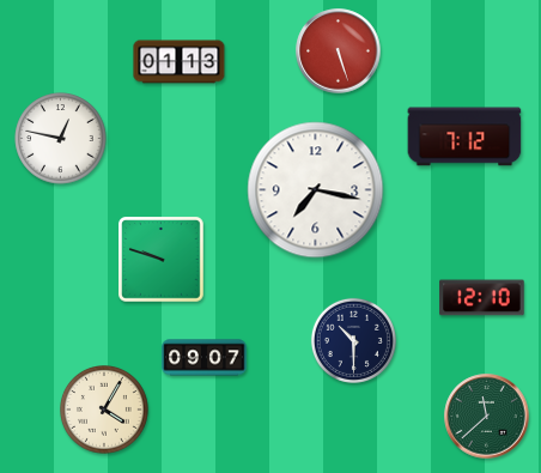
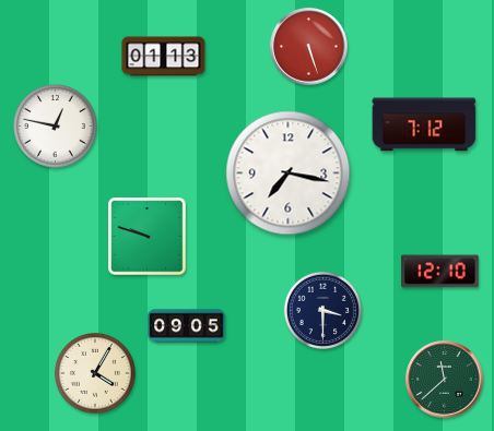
clock at (353, 340): 10:30 -> 3:30
clock at (205, 358): 09:07 -> 09:05
